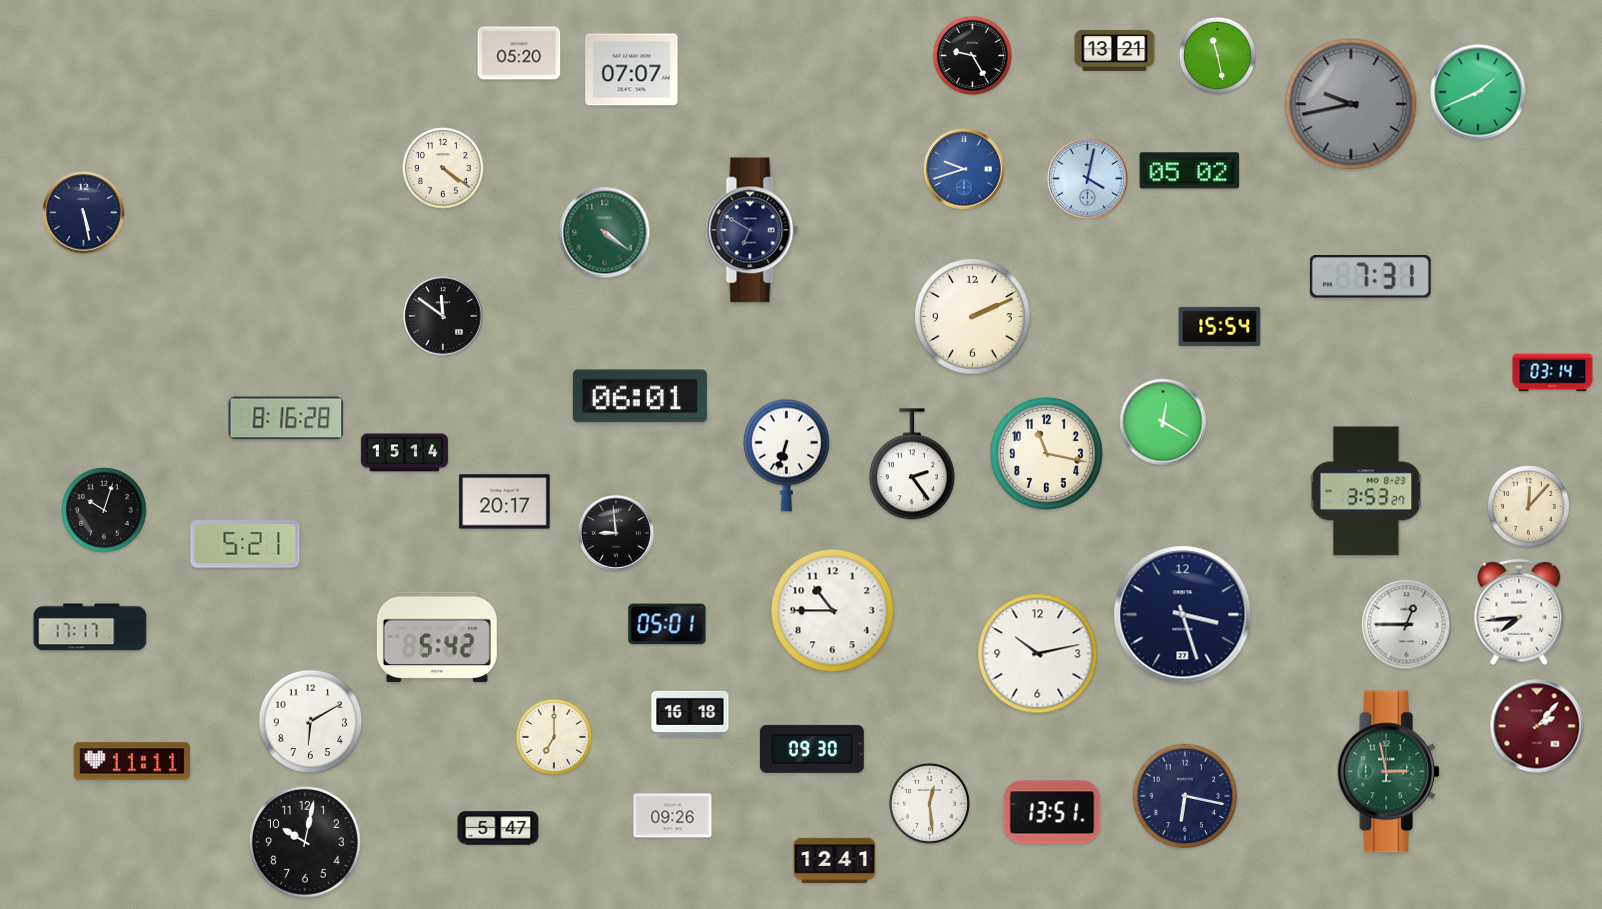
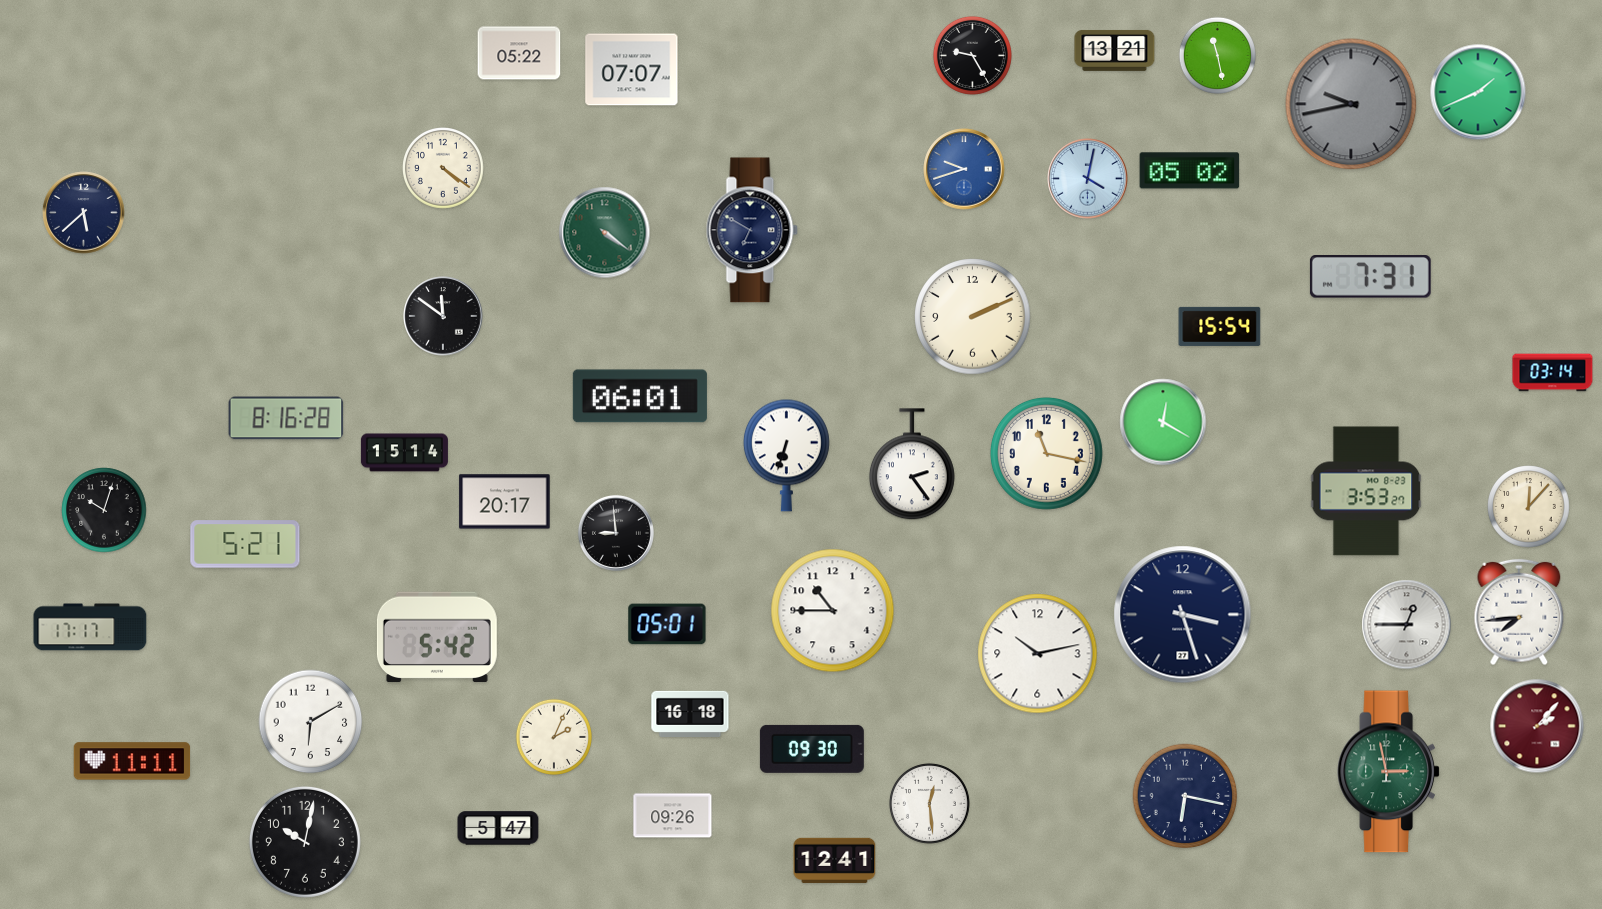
clock at (519, 53): 05:20 -> 05:22
clock at (84, 213): 5:28 -> 5:38
clock at (553, 736): 7:00 -> 2:04
clock at (1052, 812): 13:51 -> none
